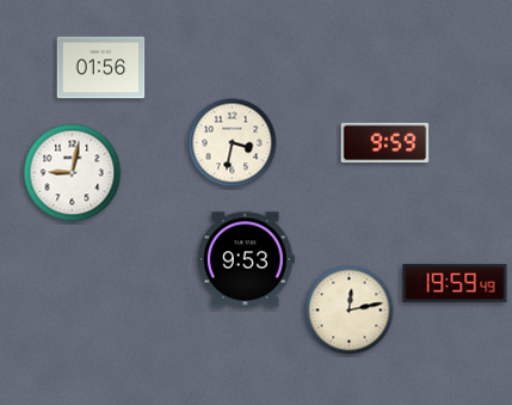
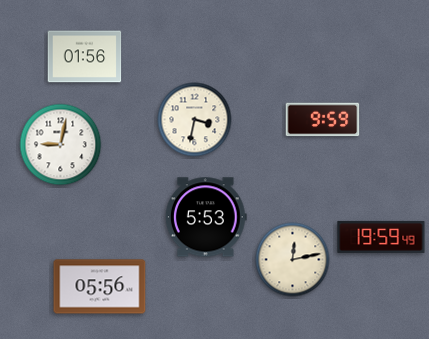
clock at (246, 259): 9:53 -> 5:53
clock at (100, 287): none -> 05:56
